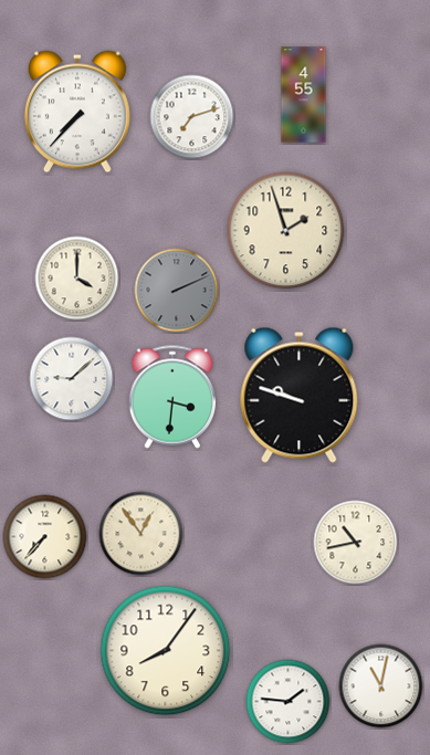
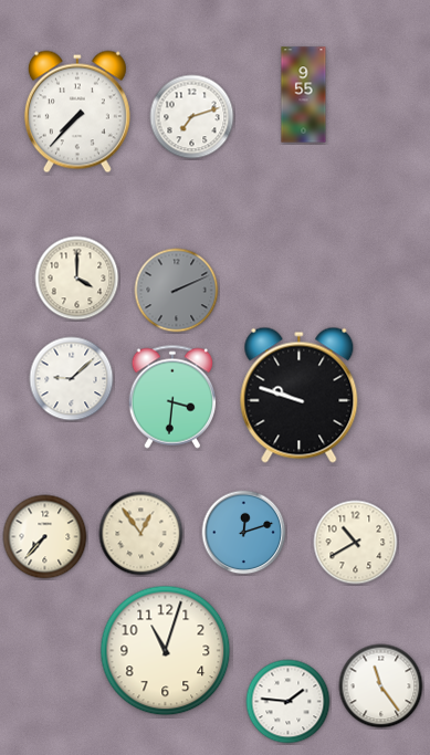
clock at (304, 95): 4:55 -> 9:55
clock at (286, 231): 1:57 -> none
clock at (244, 533): none -> 12:12
clock at (356, 543): 10:43 -> 10:40
clock at (166, 651): 8:06 -> 11:03
clock at (381, 686): 11:02 -> 11:24
